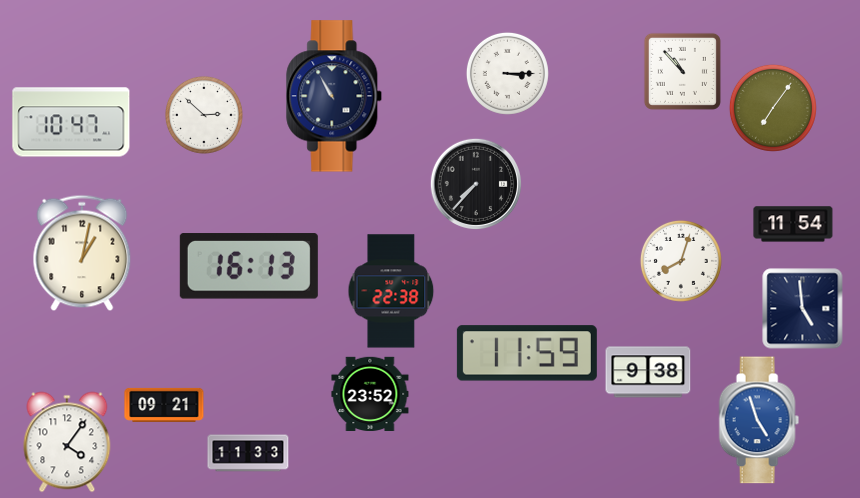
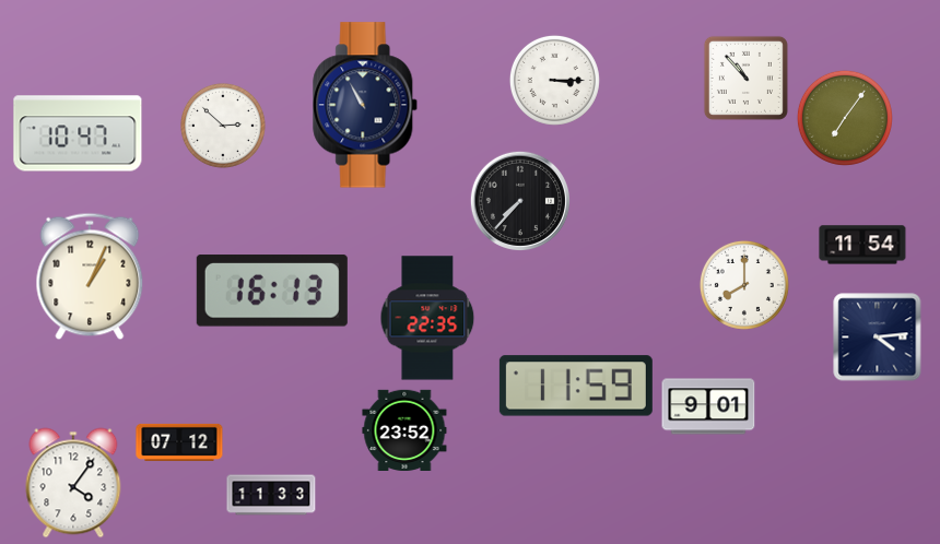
clock at (793, 224) position: (793, 224) -> (862, 245)
clock at (82, 253): 1:02 -> 1:04
clock at (681, 261): 8:03 -> 8:00
clock at (391, 291): 22:38 -> 22:35
clock at (803, 309): 4:59 -> 4:14
clock at (648, 372): 9:38 -> 9:01
clock at (164, 405): 09:21 -> 07:12
clock at (759, 420): 4:57 -> none
